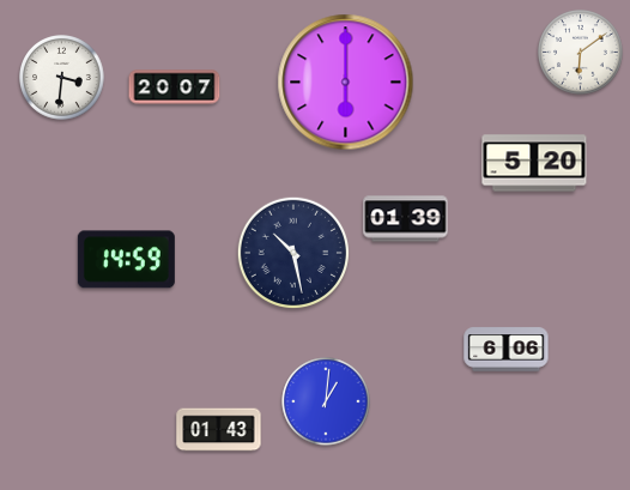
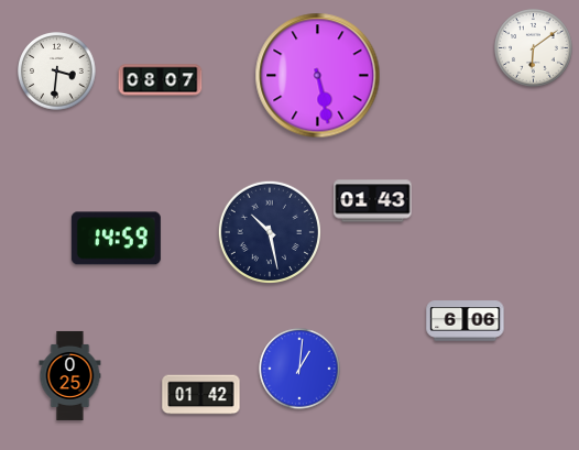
clock at (346, 83): 6:00 -> 5:28
clock at (175, 87): 20:07 -> 08:07
clock at (534, 163): 5:20 -> none
clock at (406, 219): 01:39 -> 01:43
clock at (70, 375): none -> 0:25
clock at (219, 430): 01:43 -> 01:42
